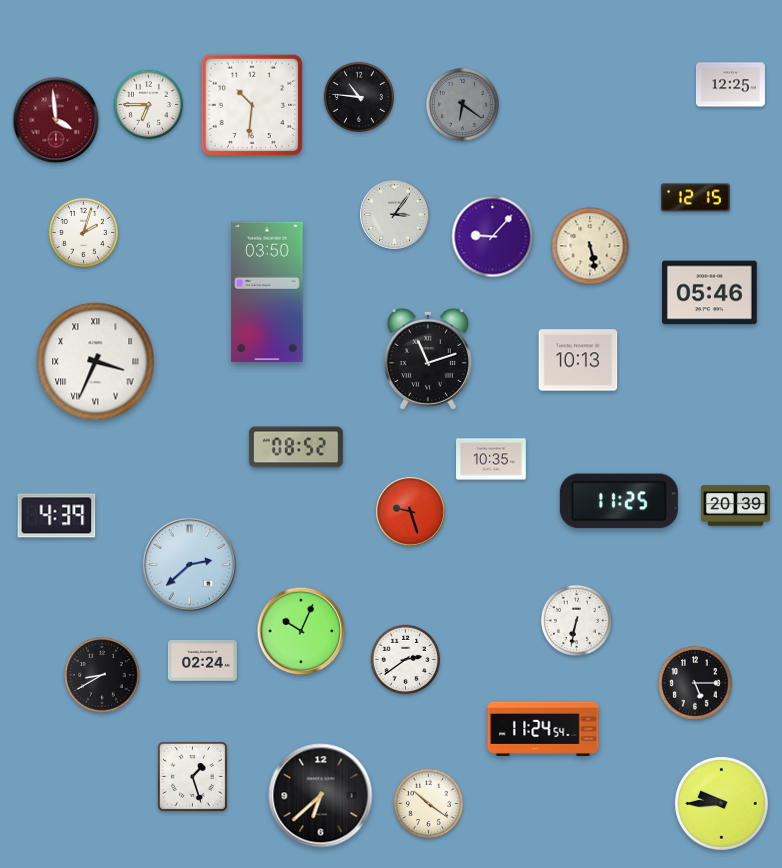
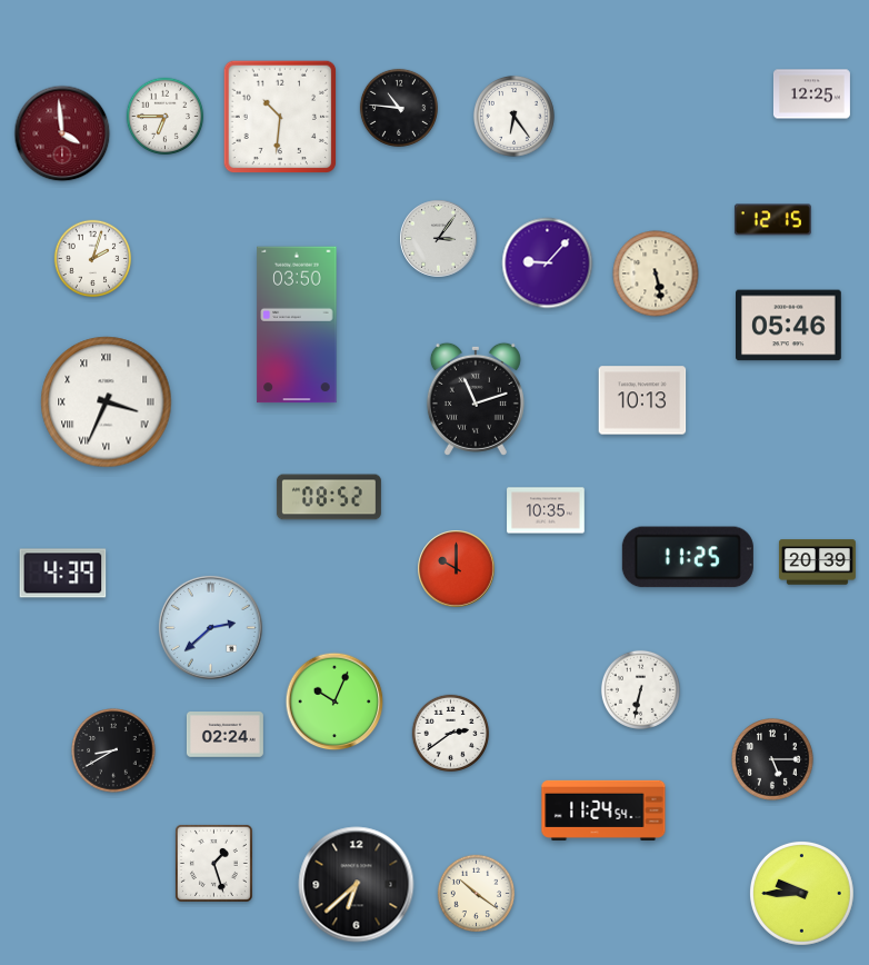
clock at (462, 104): 6:21 -> 6:24
clock at (462, 104) dial: grey -> white
clock at (411, 512): 9:27 -> 10:00
